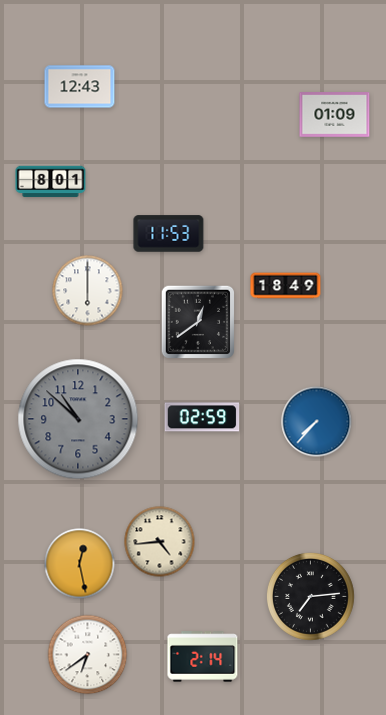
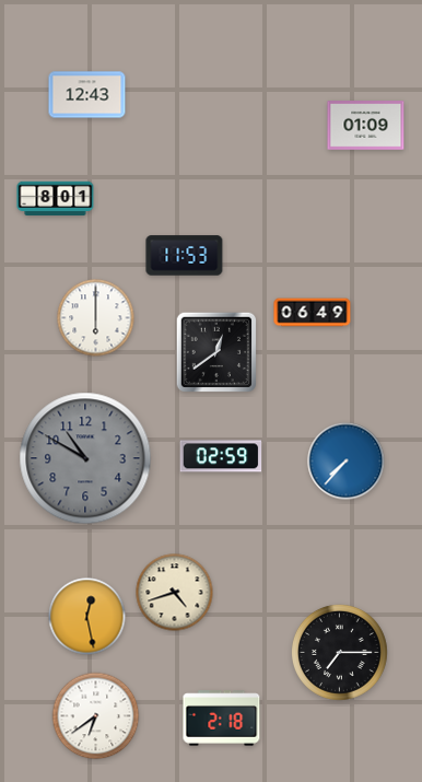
clock at (286, 286): 18:49 -> 06:49
clock at (78, 419): 10:52 -> 10:50
clock at (160, 542): 4:44 -> 4:42
clock at (310, 596): 7:14 -> 7:15
clock at (203, 657): 2:14 -> 2:18
